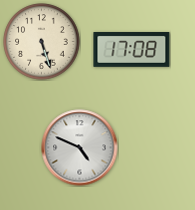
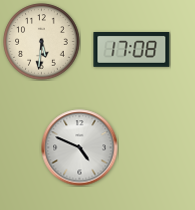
clock at (42, 42): 5:27 -> 5:31
